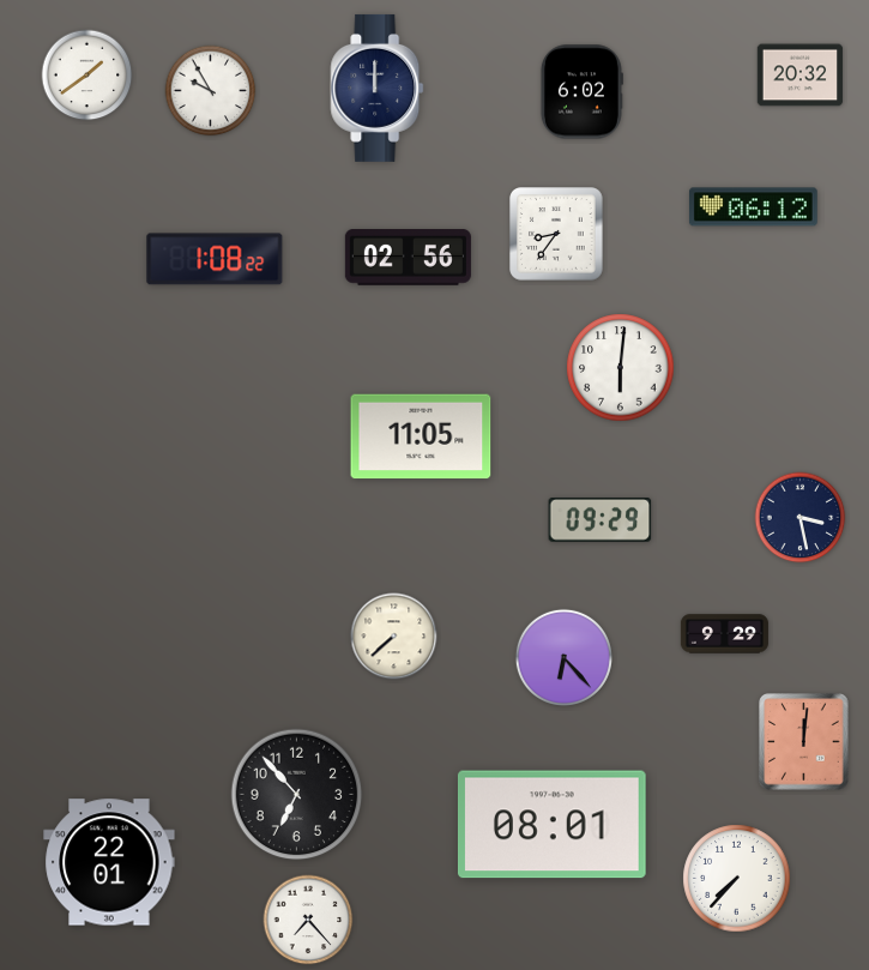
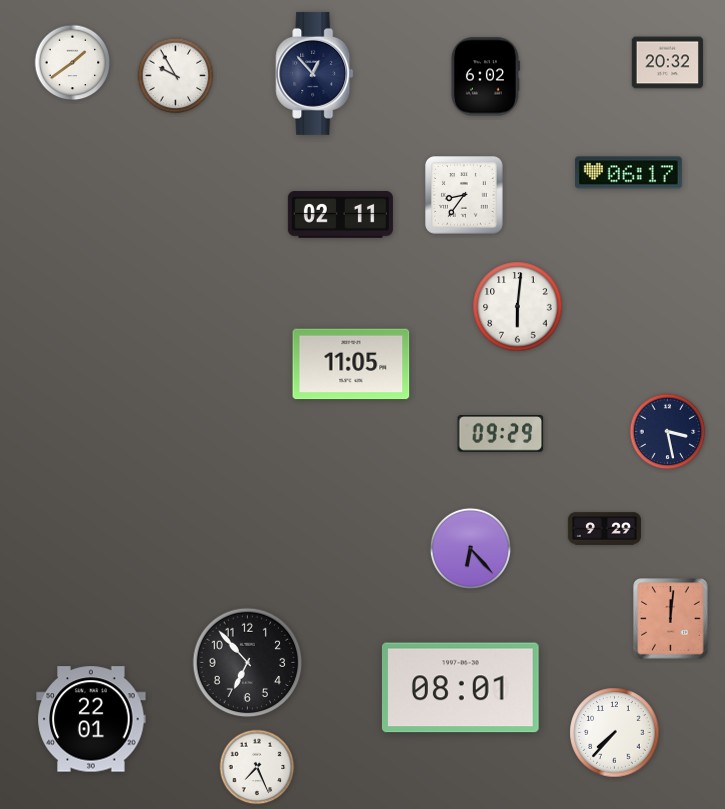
clock at (378, 88): 12:00 -> 12:53
clock at (753, 207): 06:12 -> 06:17
clock at (408, 258): 02:56 -> 02:11
clock at (215, 259): 1:08 -> none
clock at (394, 637): 7:38 -> none
clock at (308, 920): 7:23 -> 7:26
